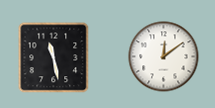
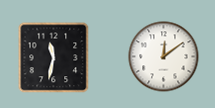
clock at (54, 58): 11:28 -> 11:32
